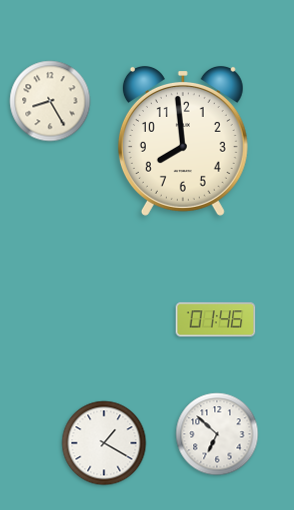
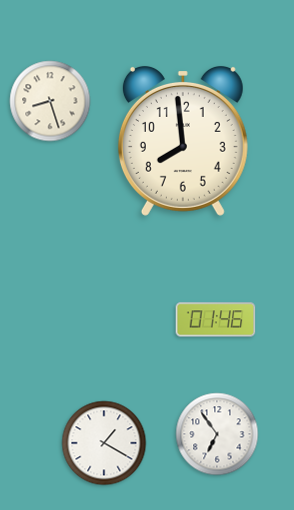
clock at (50, 101): 8:25 -> 8:27
clock at (217, 434): 6:52 -> 6:54
